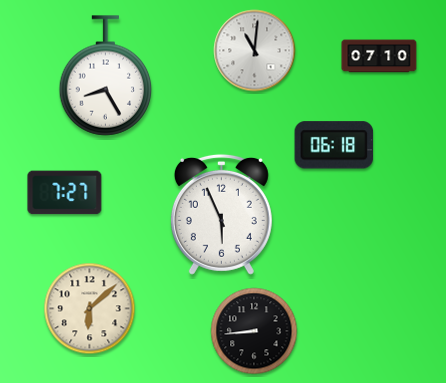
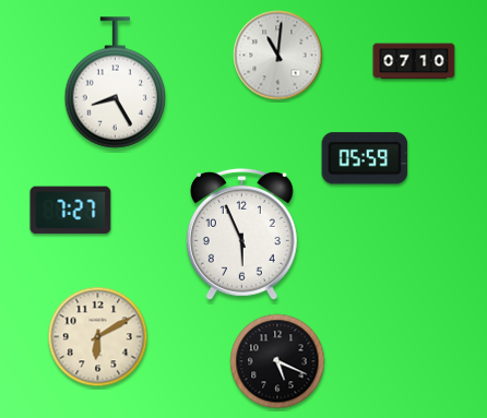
clock at (334, 145): 06:18 -> 05:59
clock at (90, 309): 6:08 -> 6:10
clock at (254, 331): 8:44 -> 5:19
